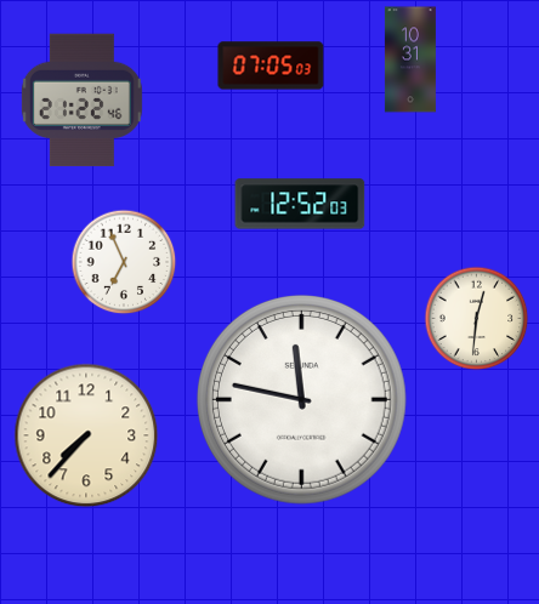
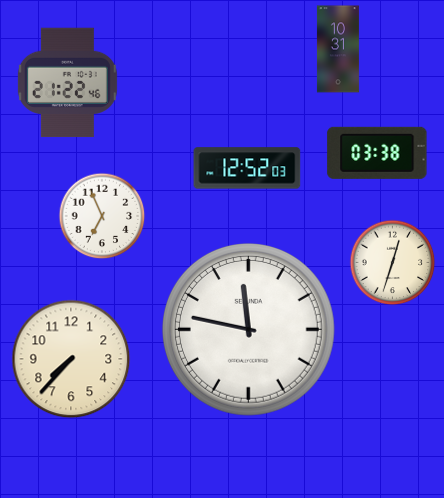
clock at (271, 65): 07:05 -> none
clock at (377, 153): none -> 03:38
clock at (477, 319): 12:31 -> 12:33
